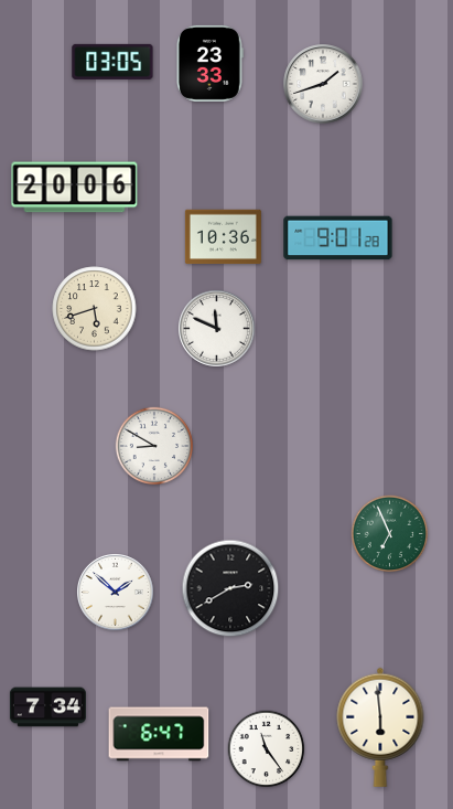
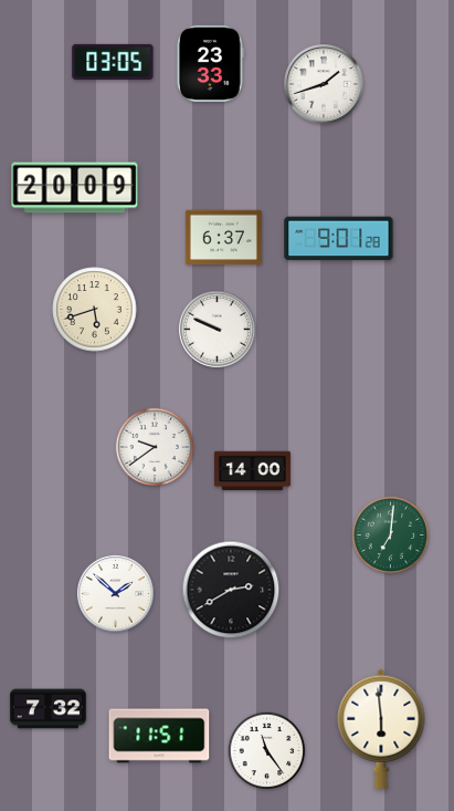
clock at (75, 188): 20:06 -> 20:09
clock at (223, 237): 10:36 -> 6:37
clock at (217, 329): 11:49 -> 9:49
clock at (154, 446): 8:50 -> 9:39
clock at (252, 471): none -> 14:00
clock at (390, 534): 6:56 -> 7:01
clock at (47, 707): 7:34 -> 7:32
clock at (159, 734): 6:47 -> 11:51
